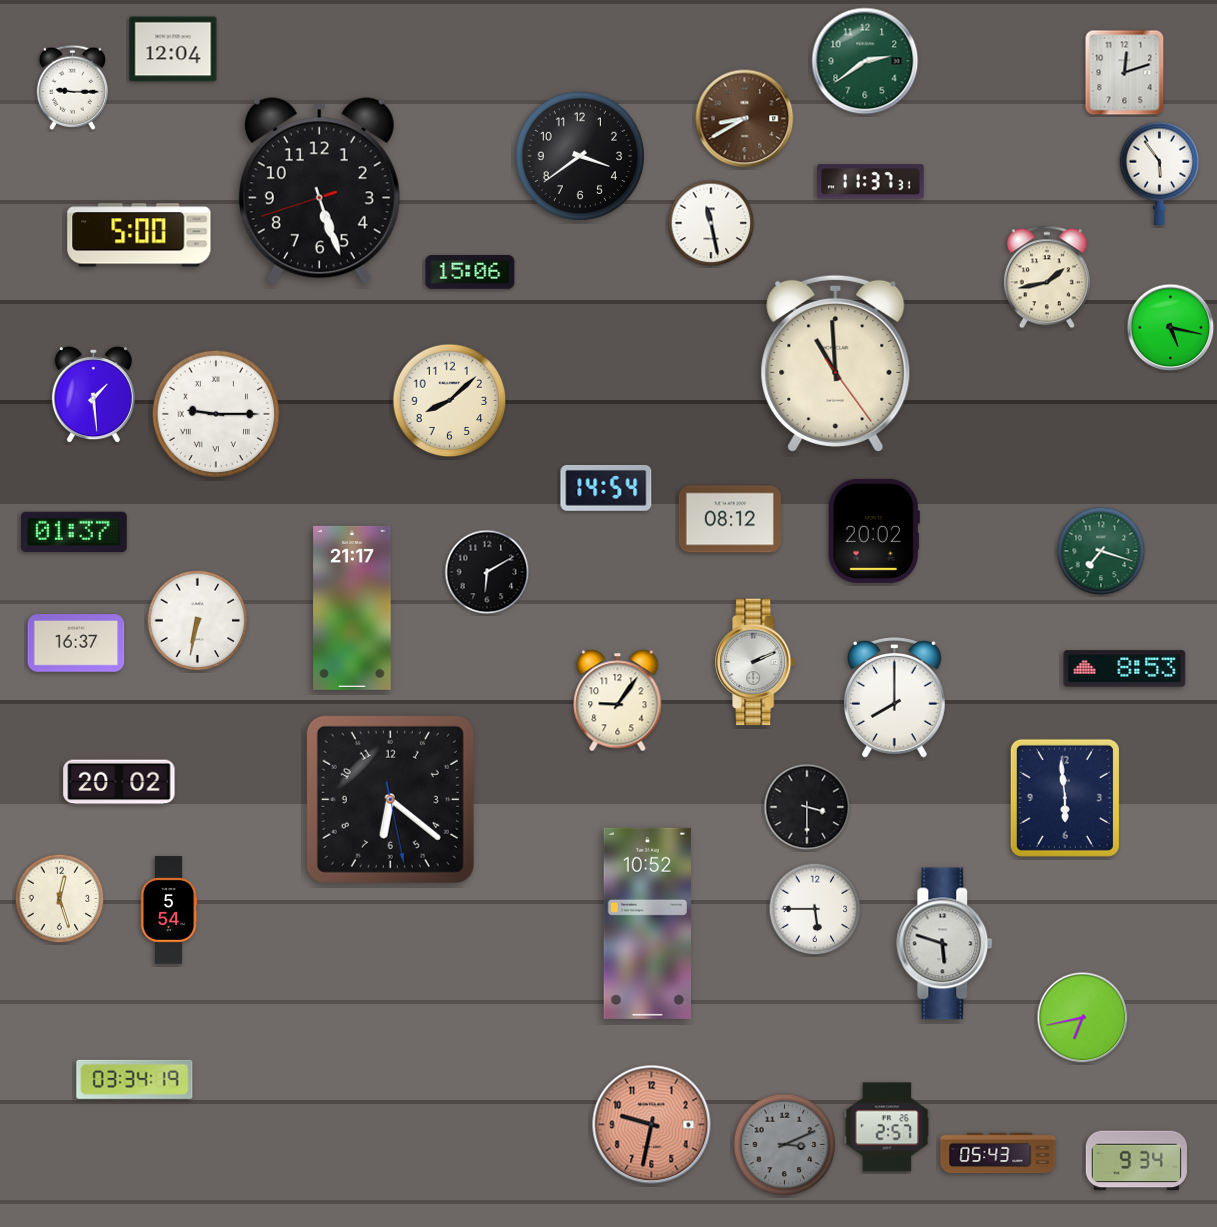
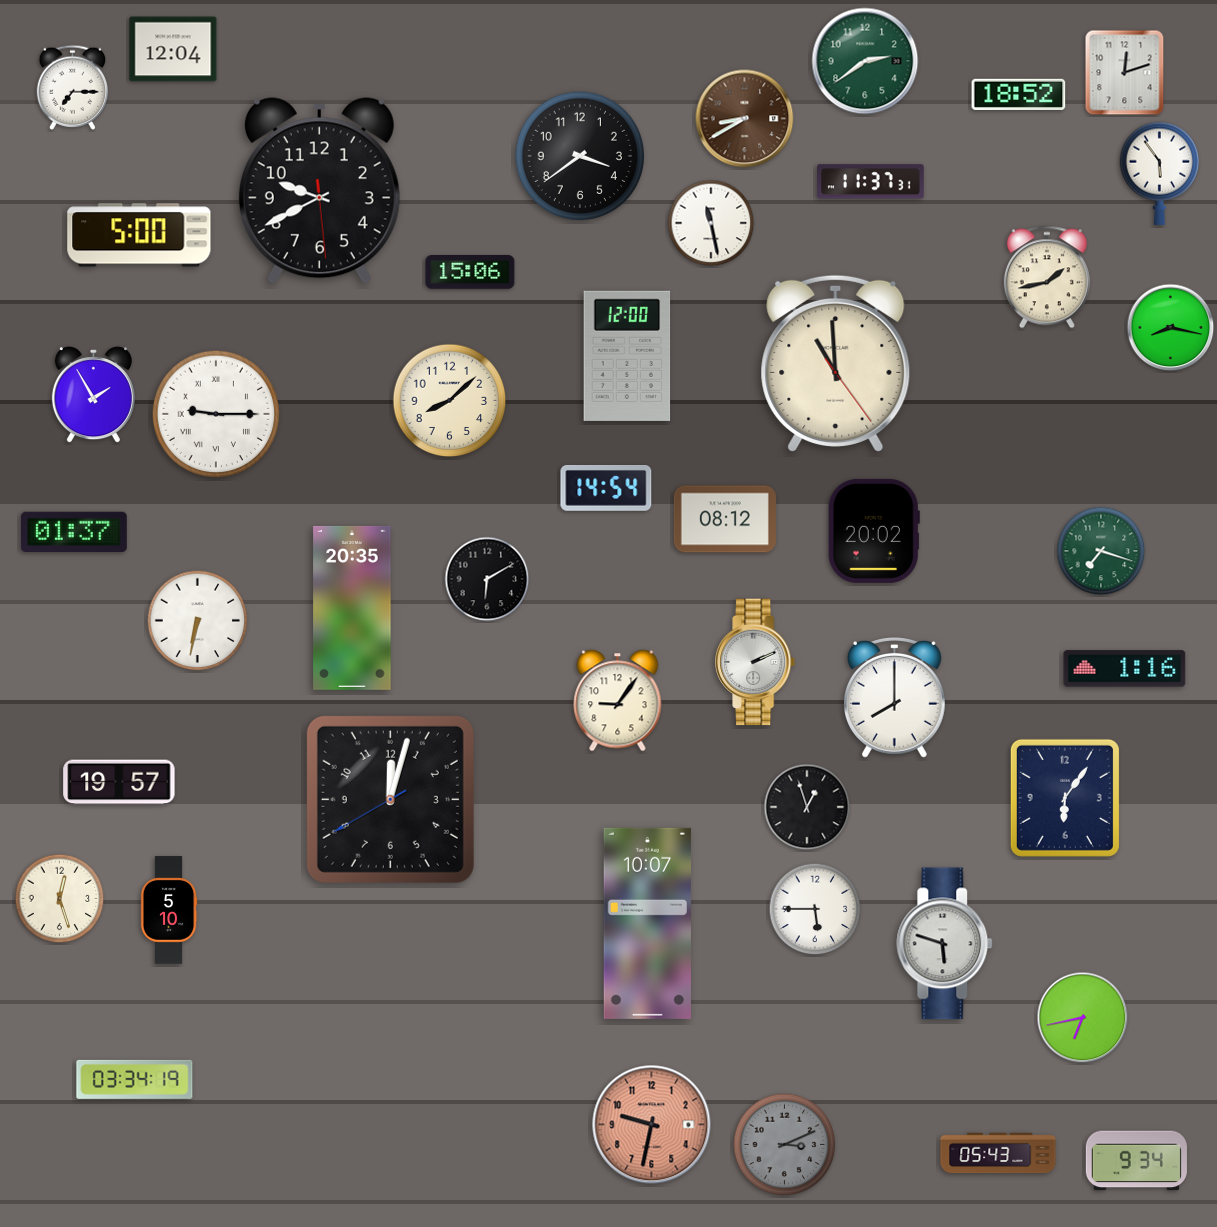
clock at (72, 87): 9:15 -> 7:15
clock at (1019, 94): none -> 18:52
clock at (319, 191): 5:26 -> 9:40
clock at (1171, 328): 5:17 -> 8:17
clock at (627, 356): none -> 12:00
clock at (93, 395): 1:29 -> 1:55
clock at (730, 519) position: (730, 519) -> (725, 519)
clock at (487, 572) position: (487, 572) -> (487, 579)
clock at (352, 608): 21:17 -> 20:35
clock at (76, 643): 16:37 -> none
clock at (1125, 669): 8:53 -> 1:16
clock at (119, 782): 20:02 -> 19:57
clock at (1065, 798): 5:59 -> 6:06
clock at (390, 799): 6:21 -> 12:02
clock at (807, 807): 3:30 -> 12:57
clock at (169, 910): 5:54 -> 5:10
clock at (647, 923): 10:52 -> 10:07
clock at (887, 1127): 2:57 -> none
